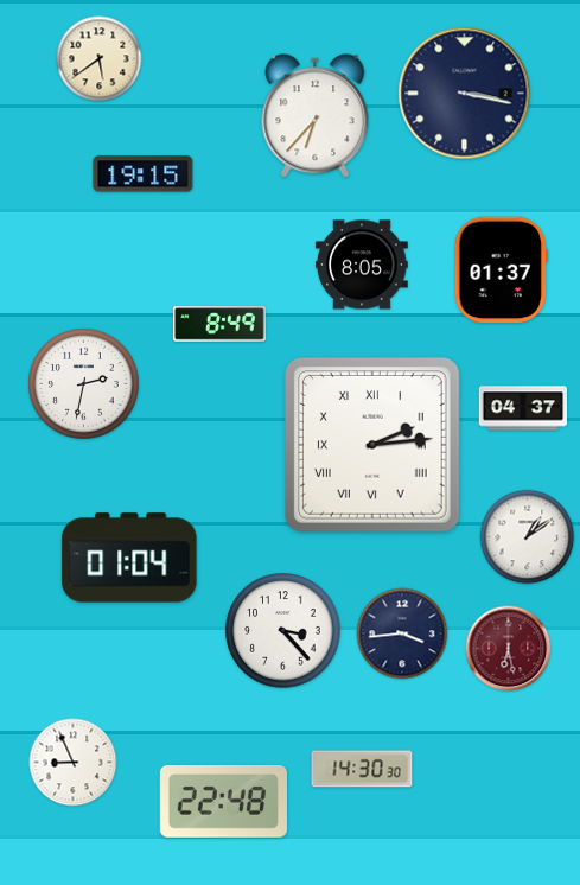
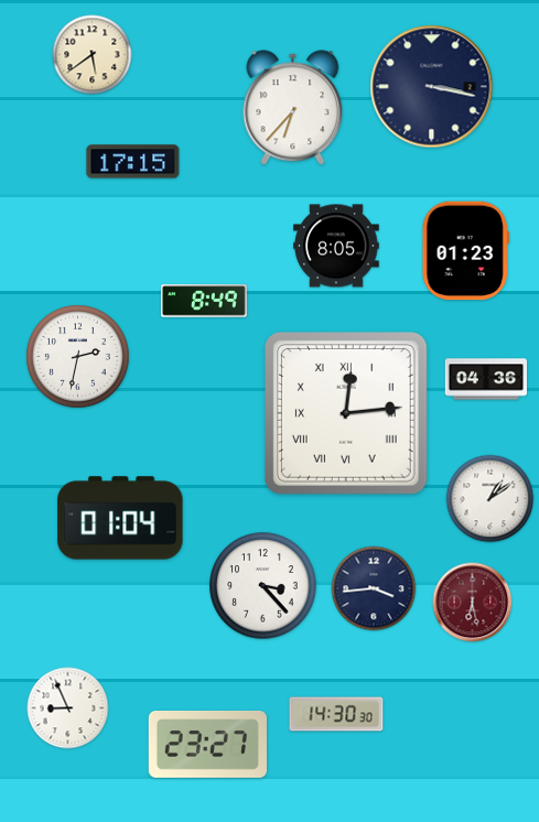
clock at (144, 174): 19:15 -> 17:15
clock at (501, 270): 01:37 -> 01:23
clock at (522, 408): 04:37 -> 04:36
clock at (372, 445): 2:14 -> 12:14
clock at (223, 802): 22:48 -> 23:27
